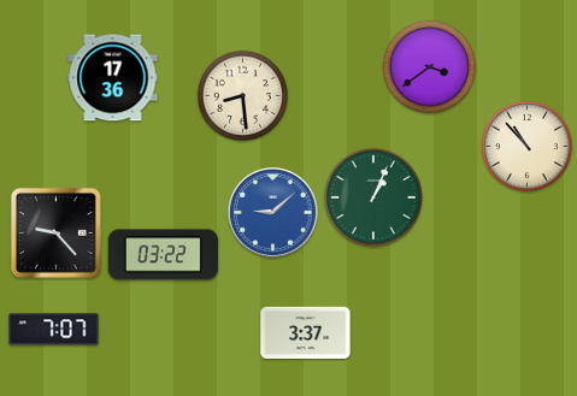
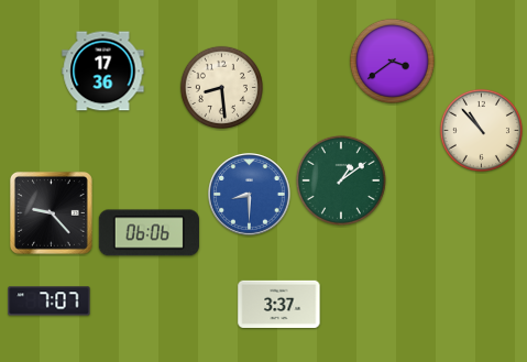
clock at (526, 146) position: (526, 146) -> (481, 130)
clock at (373, 197): 1:04 -> 1:09
clock at (273, 213): 9:08 -> 8:30
clock at (163, 255): 03:22 -> 06:06
